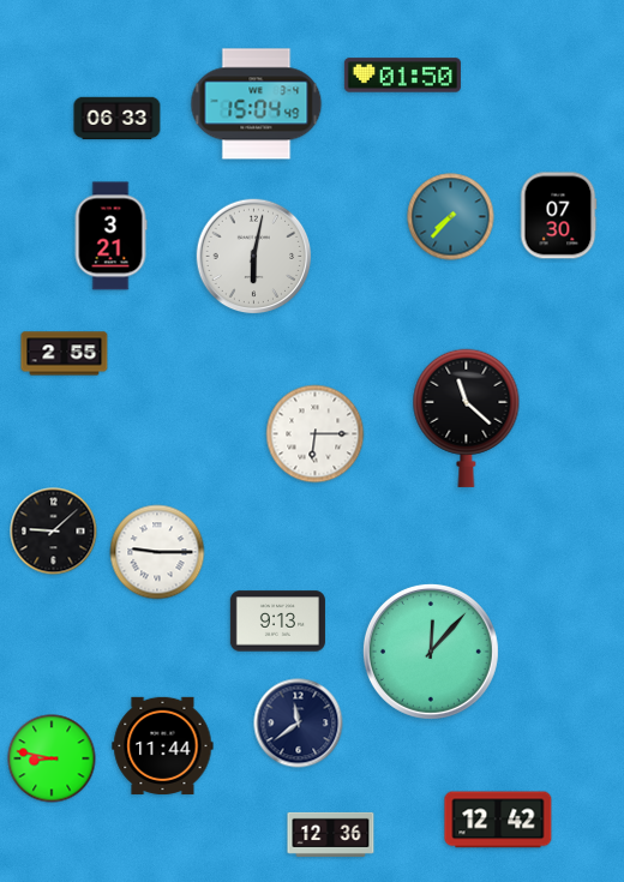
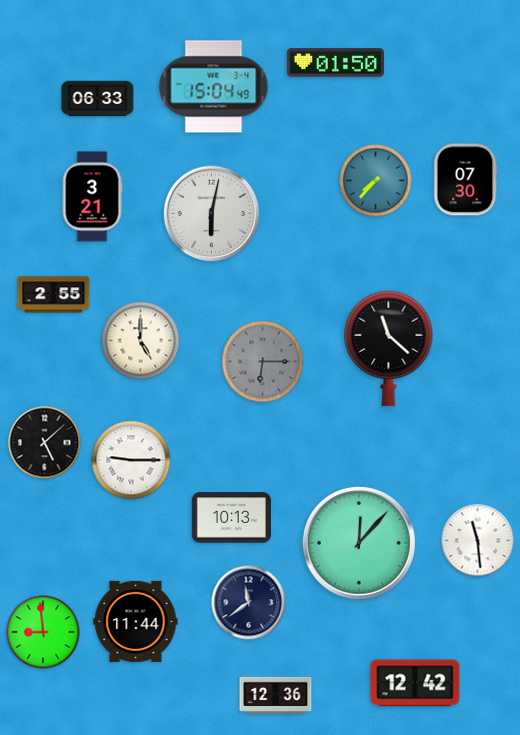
clock at (141, 341): none -> 5:00
clock at (316, 434) dial: white -> grey
clock at (54, 532): 9:08 -> 5:08
clock at (277, 622): 9:13 -> 10:13
clock at (478, 541): none -> 11:29
clock at (52, 758): 8:47 -> 8:59
